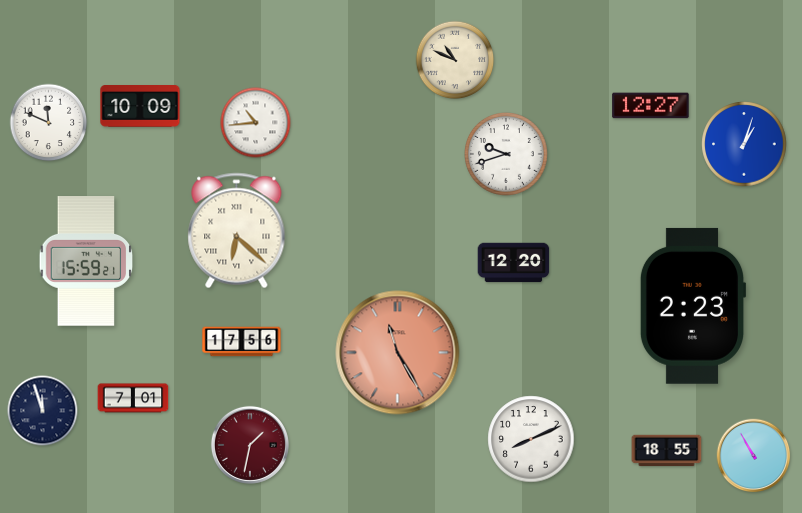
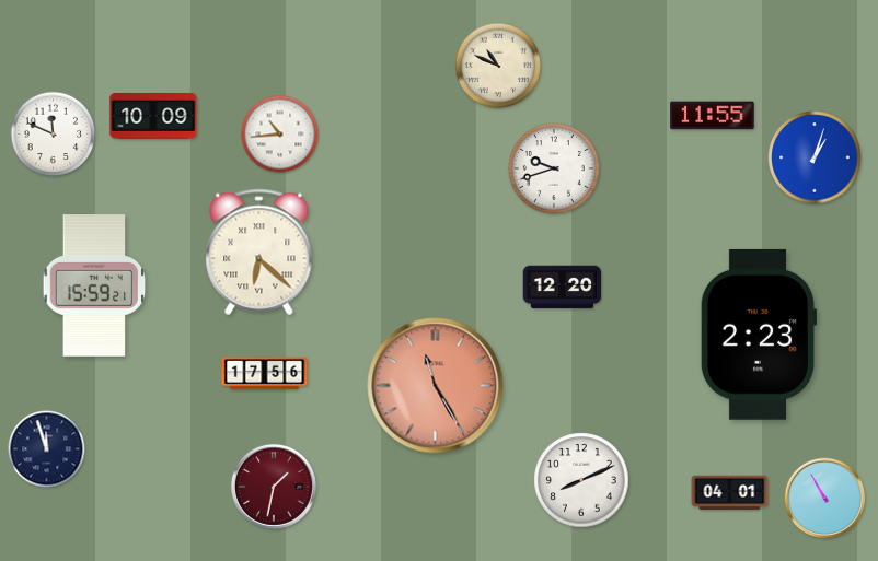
clock at (651, 106): 12:27 -> 11:55
clock at (133, 398): 7:01 -> none
clock at (667, 451): 18:55 -> 04:01
